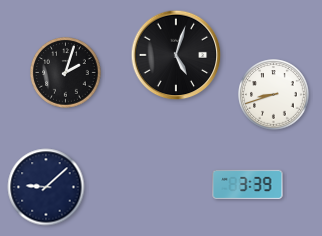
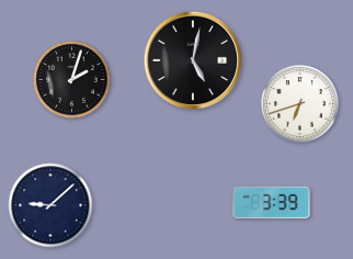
clock at (176, 55): 5:03 -> 5:02
clock at (274, 95): 8:42 -> 6:42
